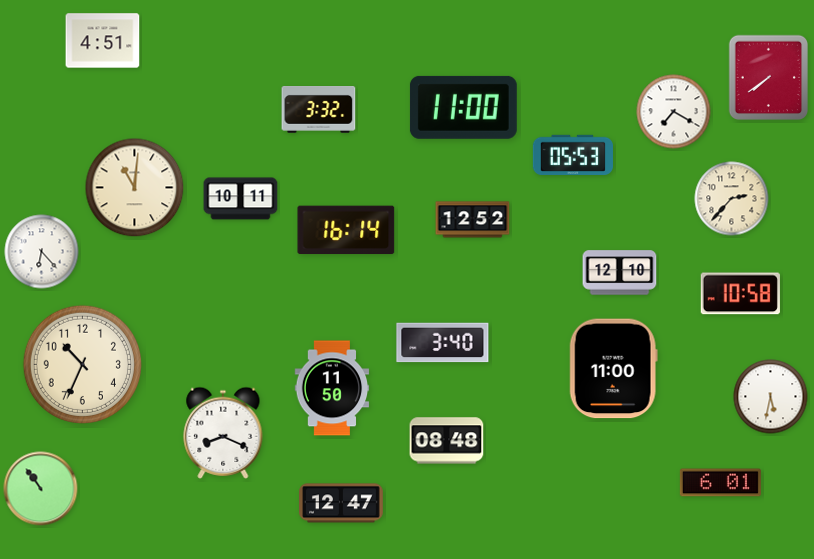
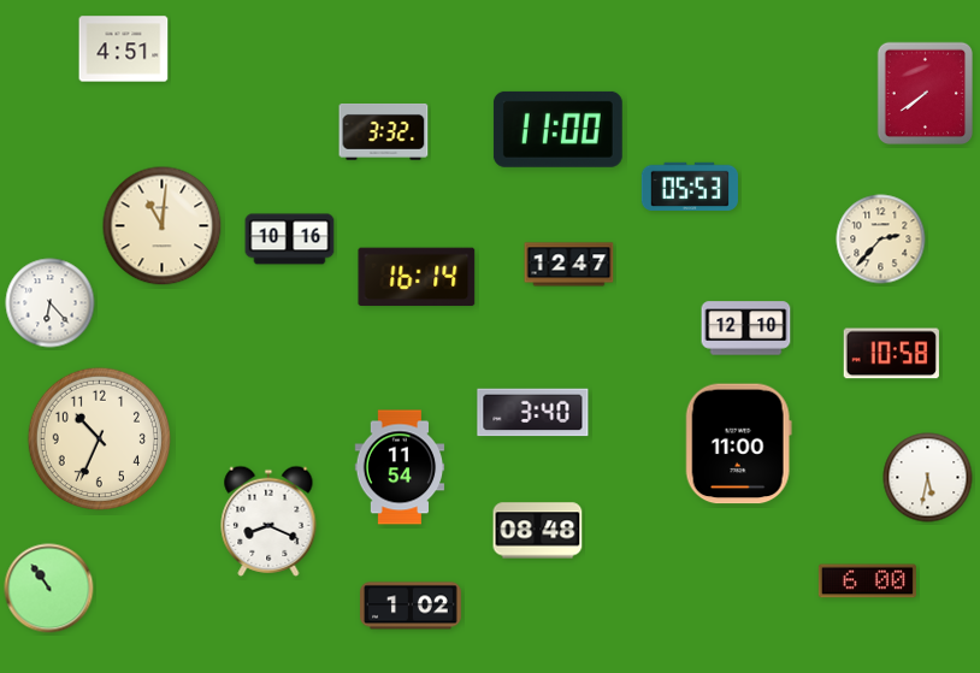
clock at (674, 112): 7:20 -> none
clock at (241, 199): 10:11 -> 10:16
clock at (473, 220): 12:52 -> 12:47
clock at (332, 388): 11:50 -> 11:54
clock at (720, 483): 6:01 -> 6:00
clock at (342, 503): 12:47 -> 1:02
